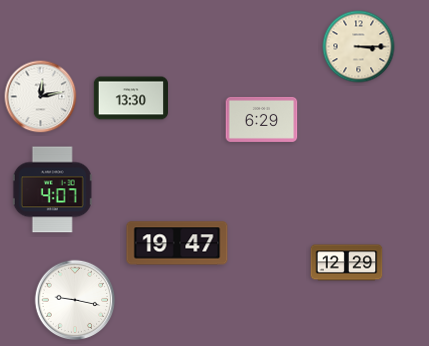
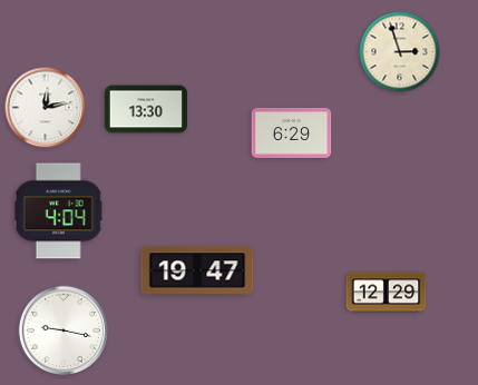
clock at (359, 47): 3:15 -> 2:57
clock at (52, 190): 4:07 -> 4:04
clock at (75, 300) position: (75, 300) -> (64, 330)
